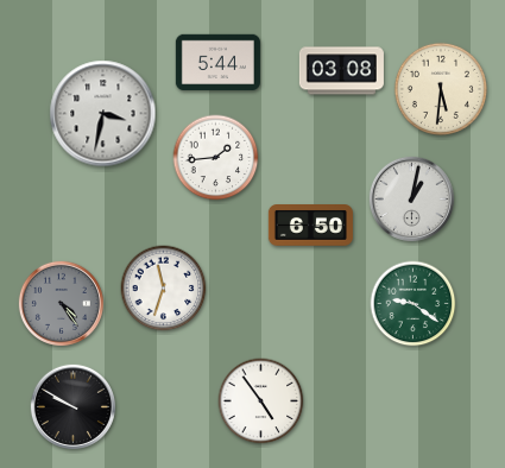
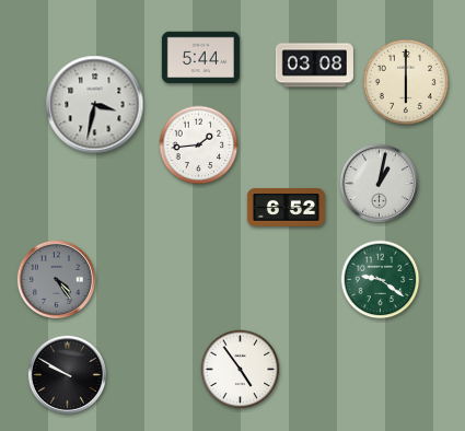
clock at (441, 89): 5:31 -> 6:00
clock at (310, 226): 6:50 -> 6:52
clock at (164, 289): 11:33 -> none
